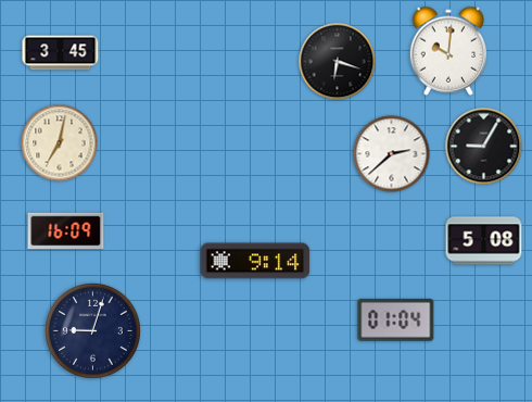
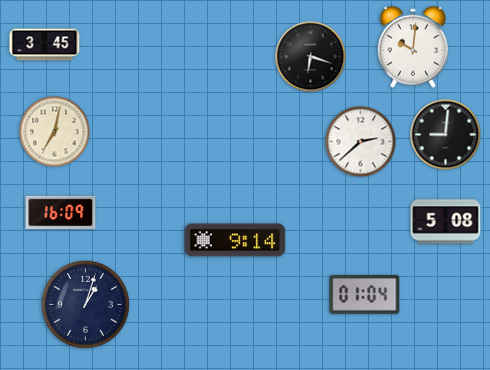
clock at (61, 53) position: (61, 53) -> (45, 45)
clock at (484, 147): 9:05 -> 9:01
clock at (93, 331): 9:03 -> 1:03
